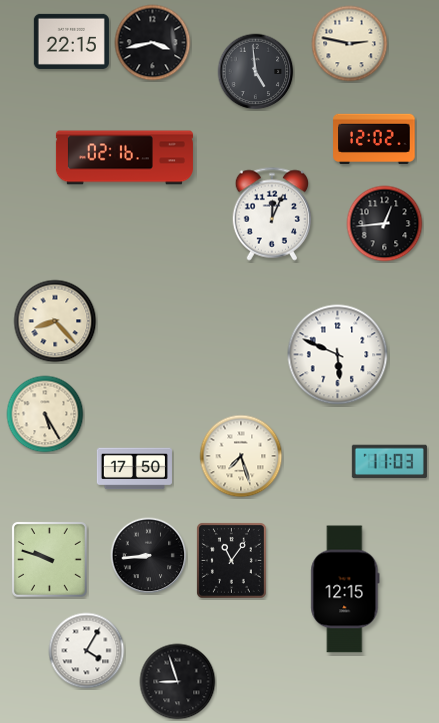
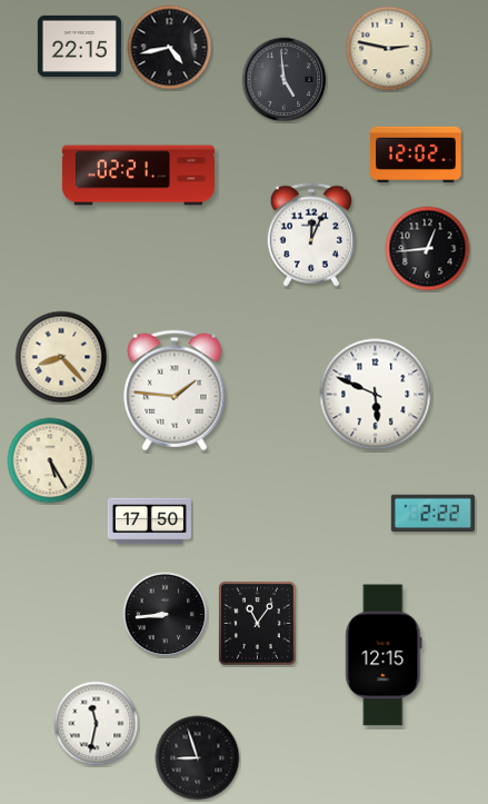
clock at (153, 43): 3:43 -> 4:43
clock at (124, 158): 02:16 -> 02:21
clock at (271, 214) position: (271, 214) -> (310, 235)
clock at (175, 390): none -> 1:46
clock at (241, 456): 7:27 -> none
clock at (389, 462): 11:03 -> 2:22
clock at (149, 556) position: (149, 556) -> (166, 615)
clock at (49, 559): 9:48 -> none
clock at (87, 651): 4:05 -> 11:32
